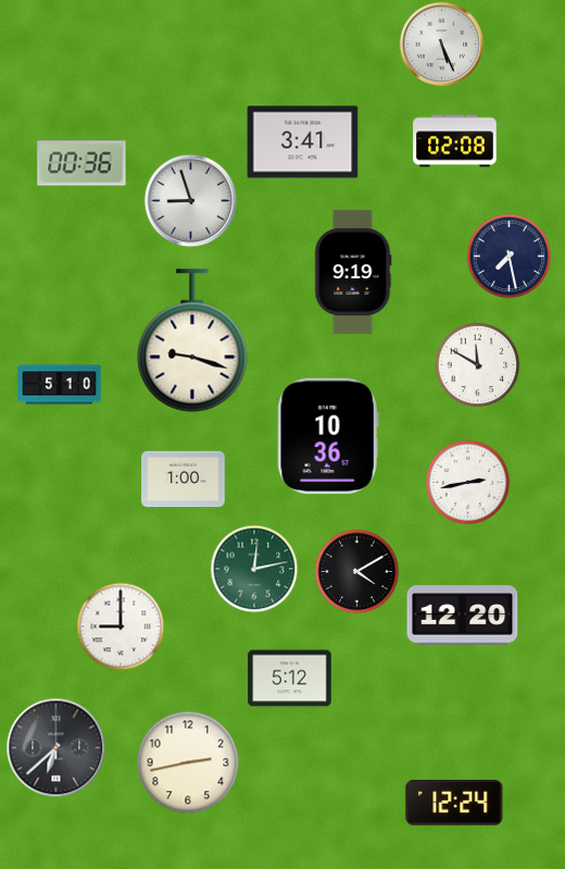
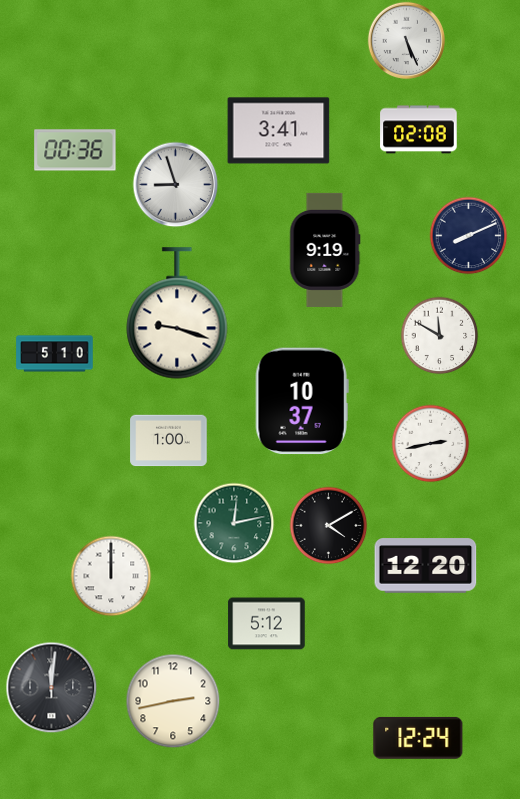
clock at (508, 256): 7:28 -> 8:11
clock at (328, 436): 10:36 -> 10:37
clock at (121, 626): 9:00 -> 12:00
clock at (55, 747): 6:38 -> 12:01
